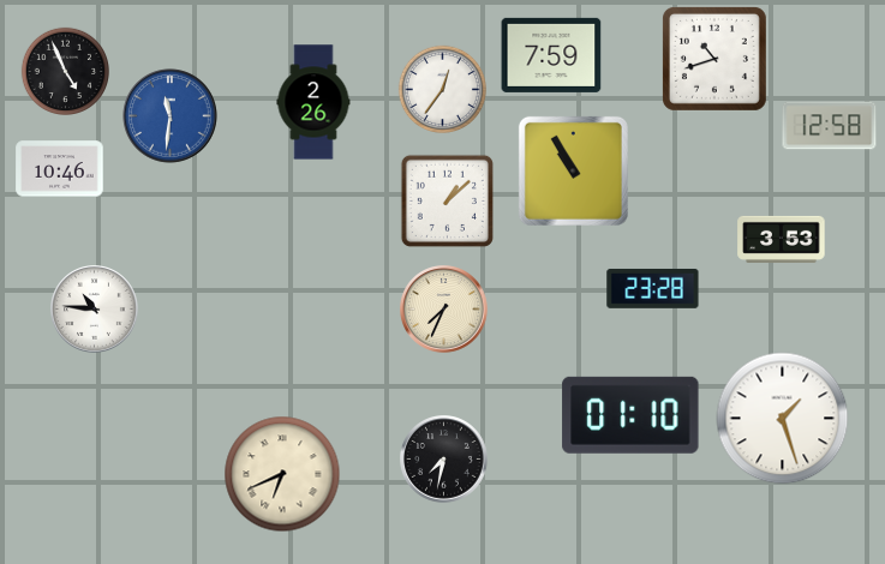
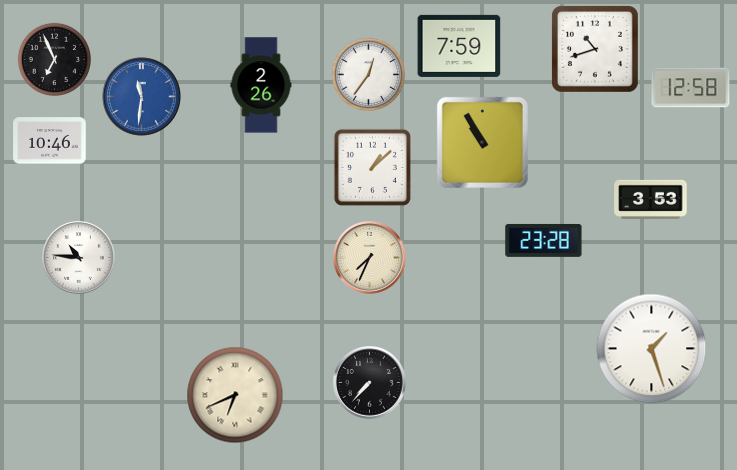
clock at (65, 71): 4:56 -> 6:56
clock at (830, 126) position: (830, 126) -> (691, 88)
clock at (573, 170) position: (573, 170) -> (482, 142)
clock at (630, 415): 01:10 -> none
clock at (444, 460): 7:32 -> 7:37
